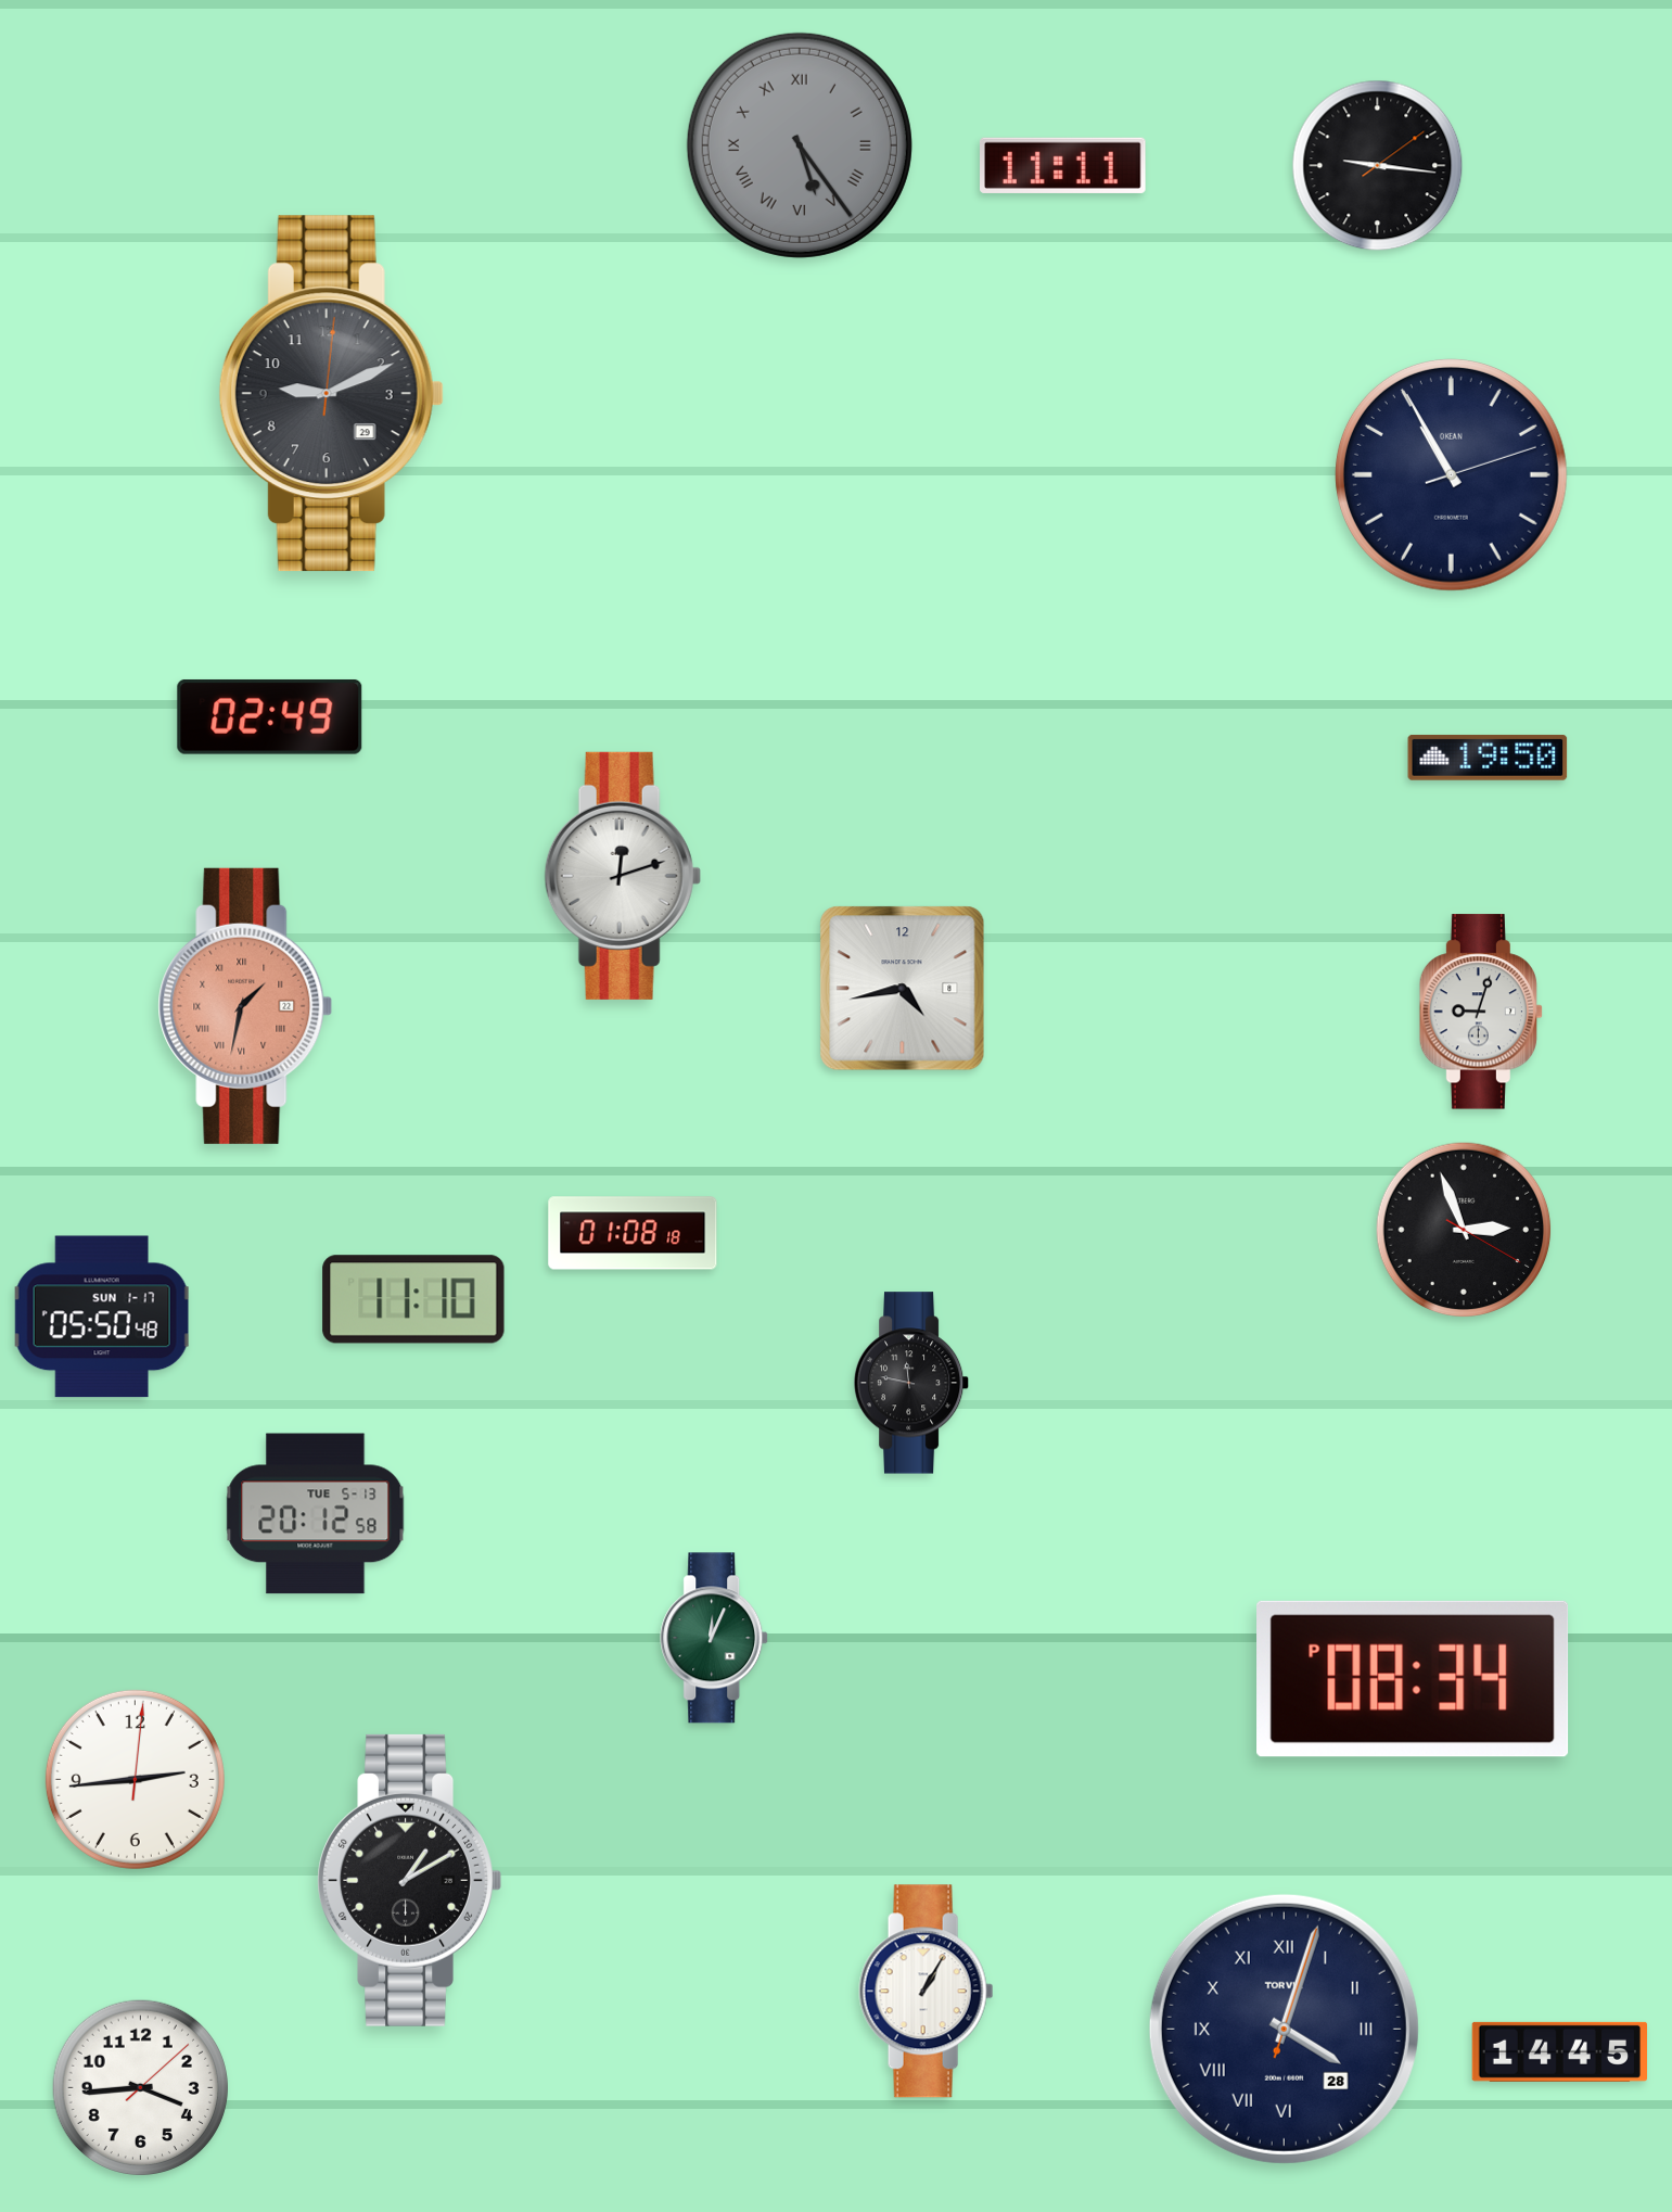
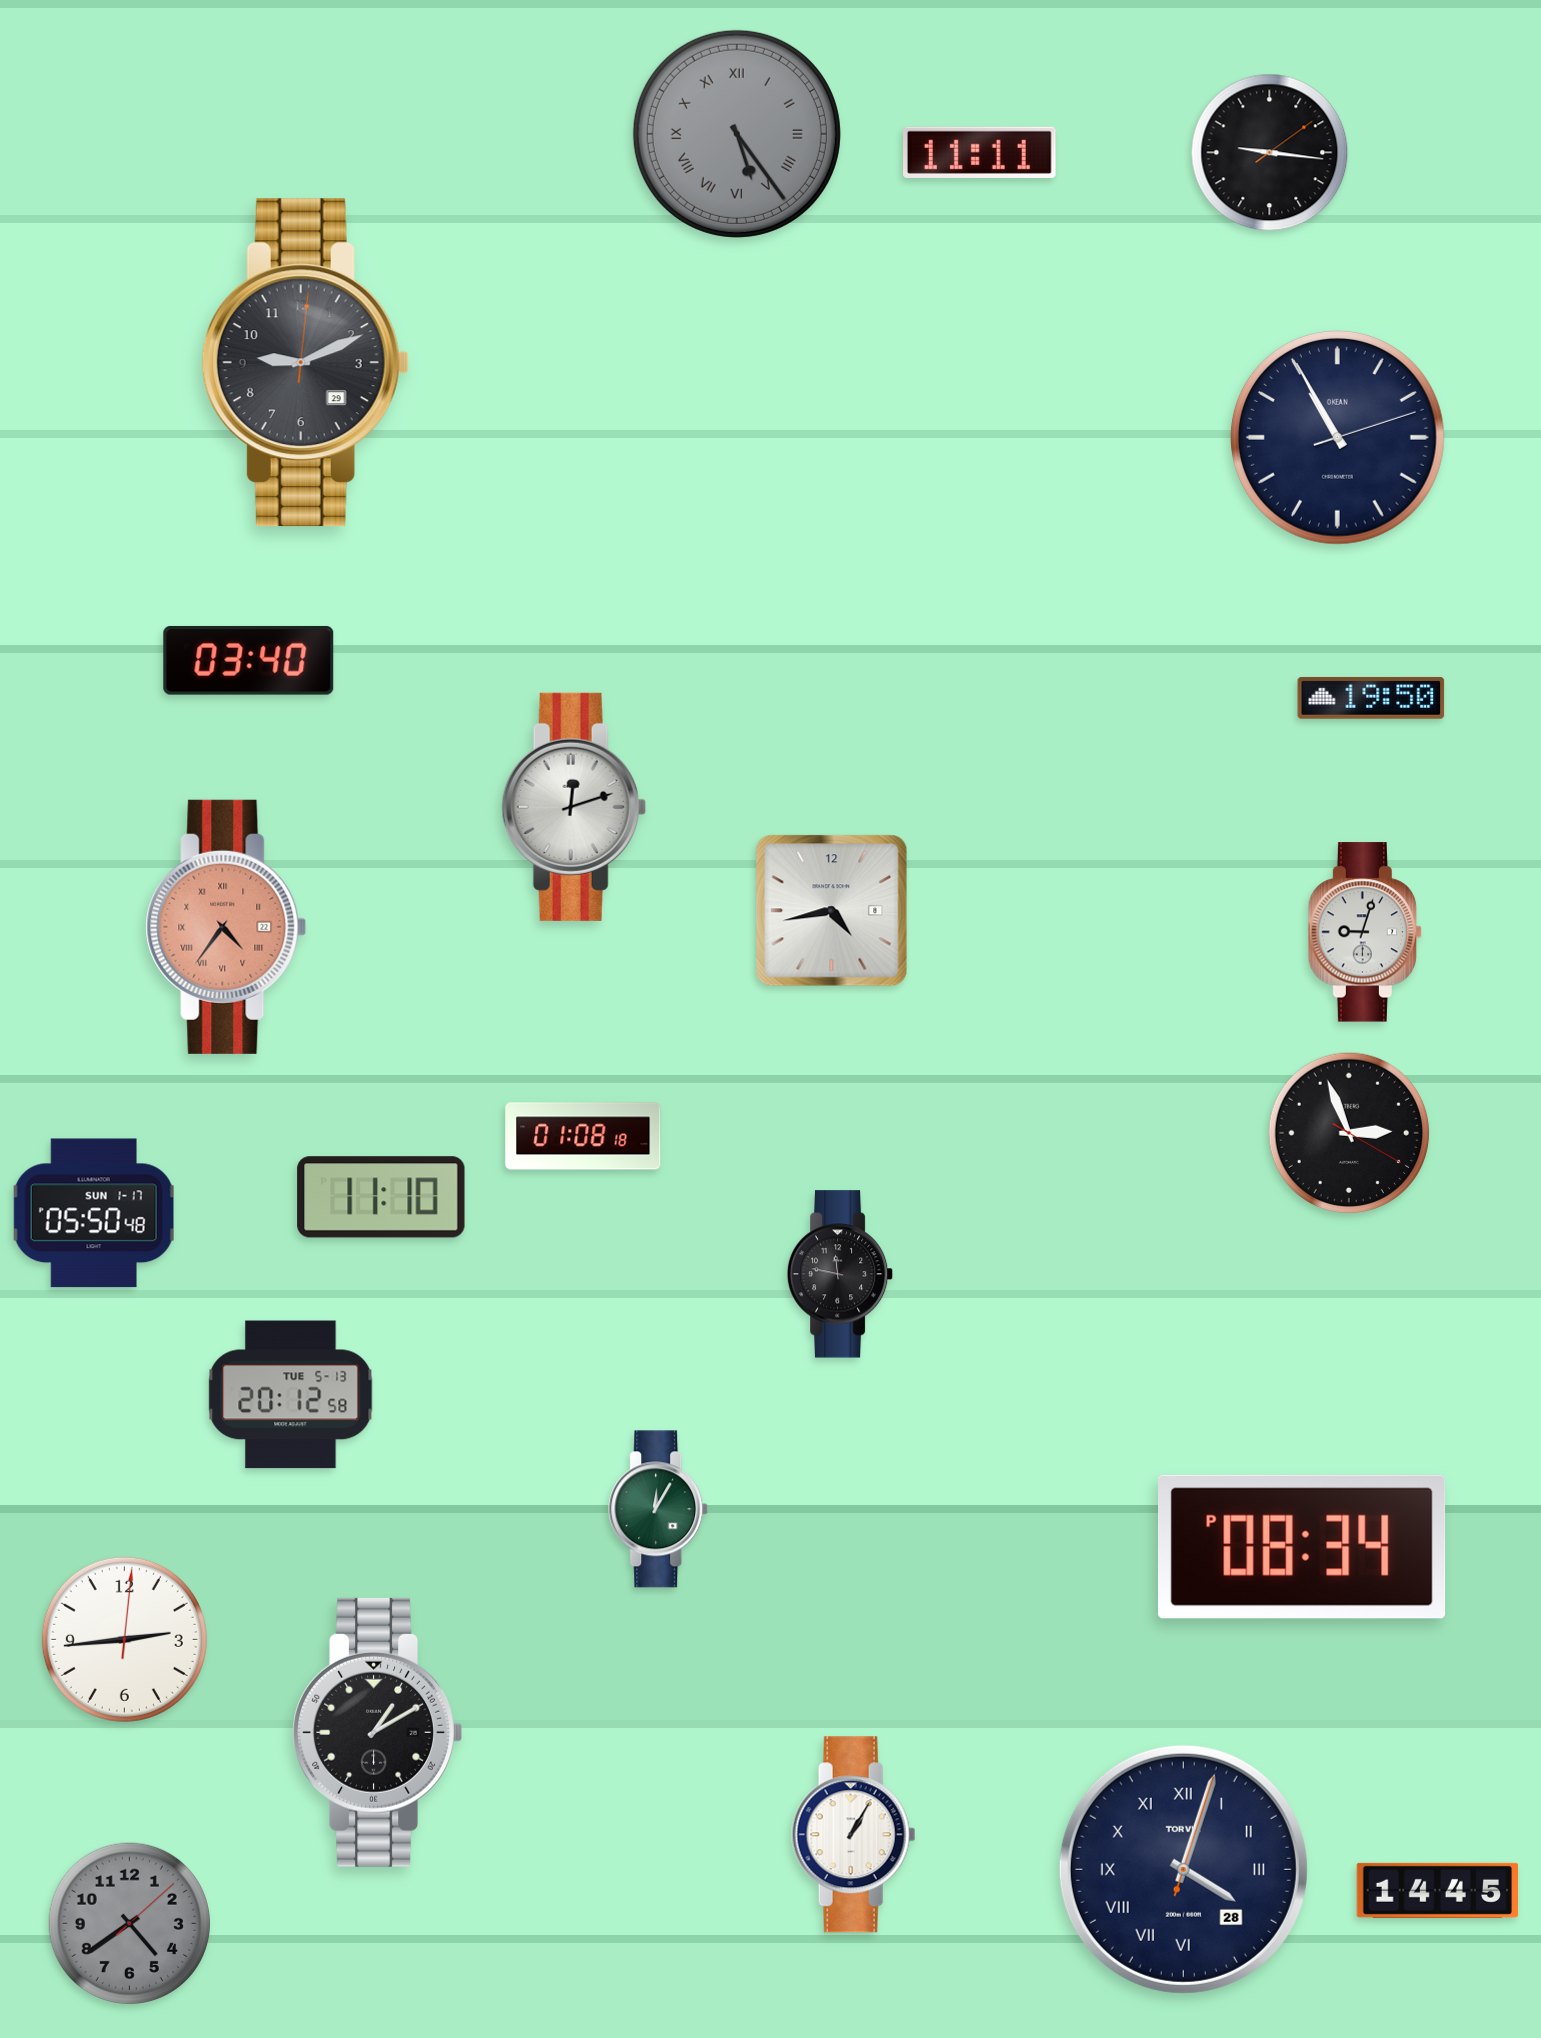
clock at (270, 717): 02:49 -> 03:40
clock at (245, 1006): 1:32 -> 4:36
clock at (715, 1638): 12:04 -> 12:05
clock at (140, 2087): 3:44 -> 4:39
clock at (140, 2087) dial: white -> grey
